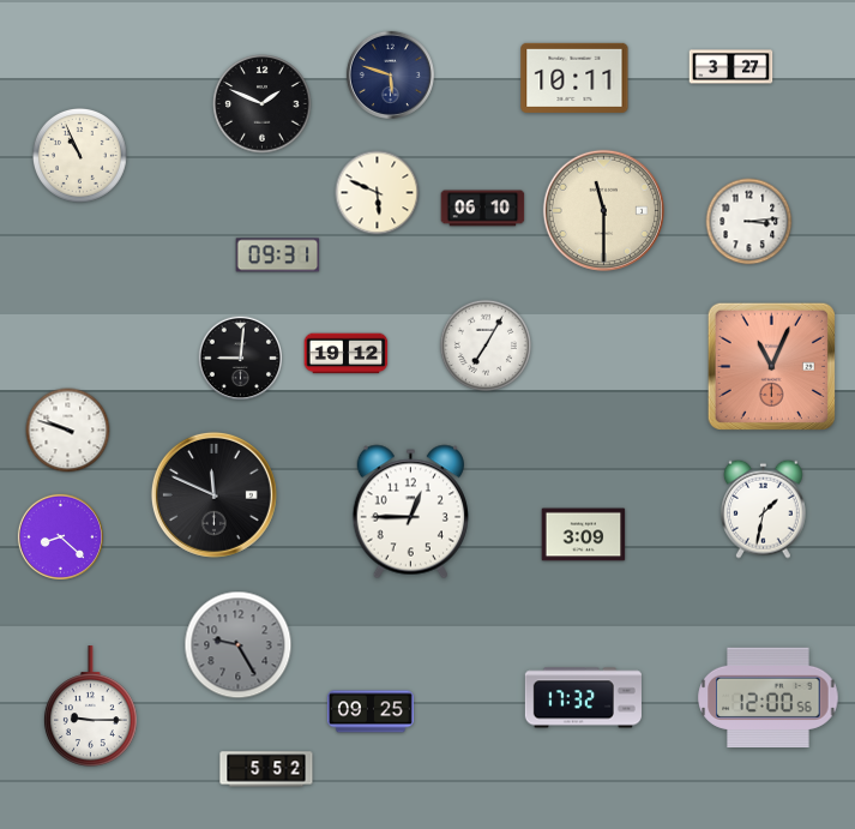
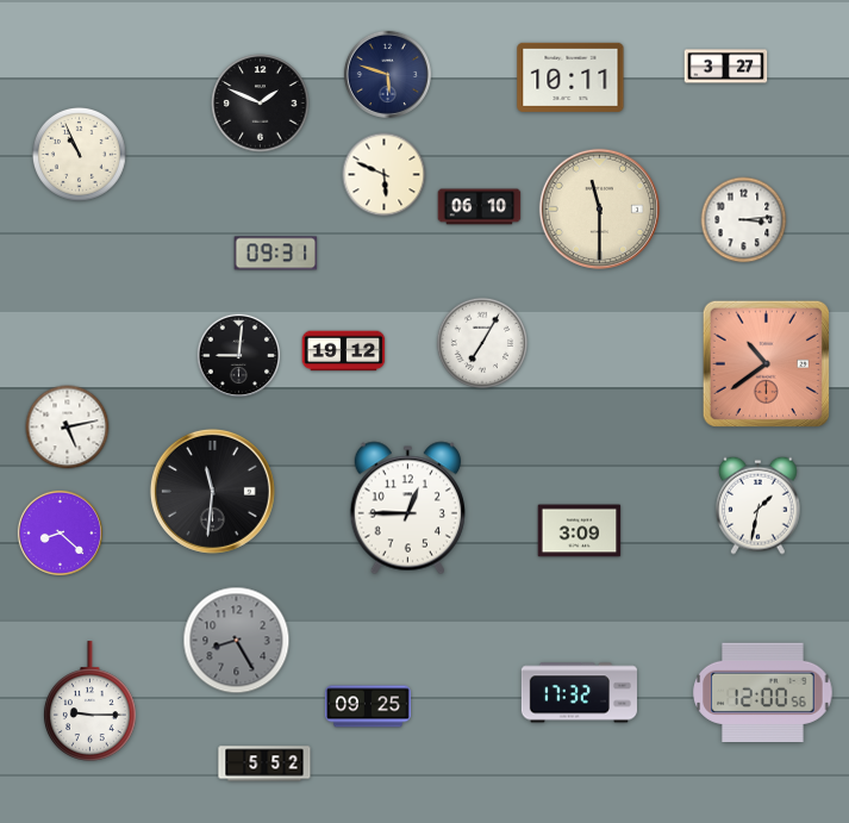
clock at (378, 193) position: (378, 193) -> (385, 175)
clock at (771, 366): 11:04 -> 10:39
clock at (68, 431): 9:48 -> 5:13
clock at (213, 494): 11:49 -> 11:31
clock at (239, 645): 9:25 -> 8:25
